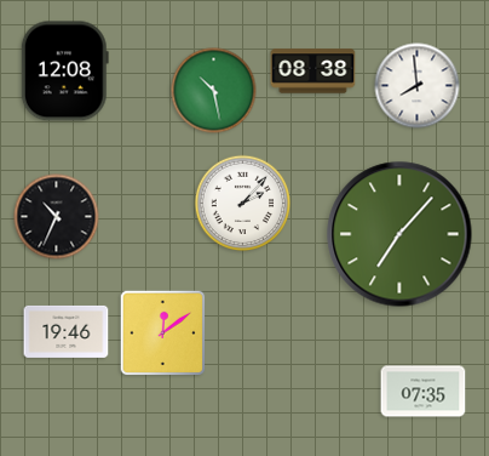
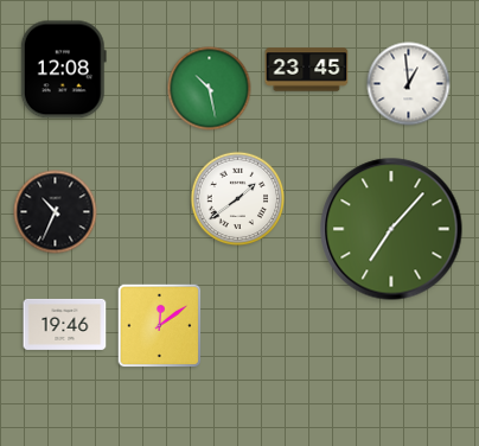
clock at (313, 72): 08:38 -> 23:45
clock at (418, 86): 7:59 -> 12:59
clock at (243, 204): 2:07 -> 1:39
clock at (424, 392): 07:35 -> none
